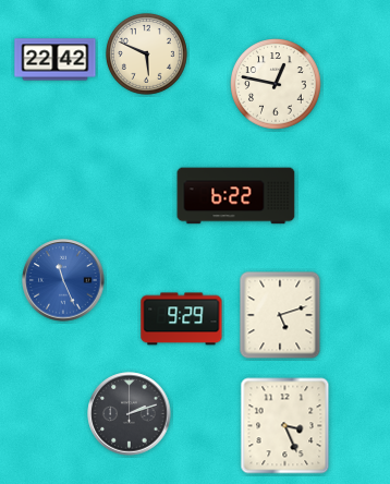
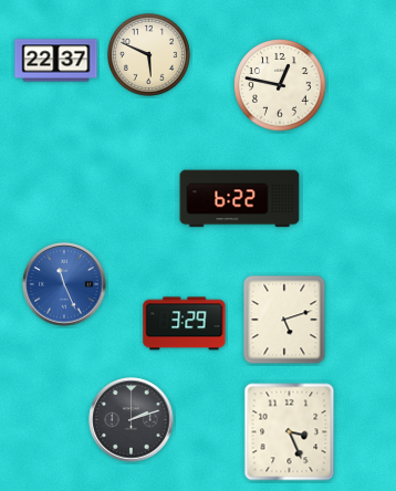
clock at (56, 60): 22:42 -> 22:37
clock at (182, 319): 9:29 -> 3:29
